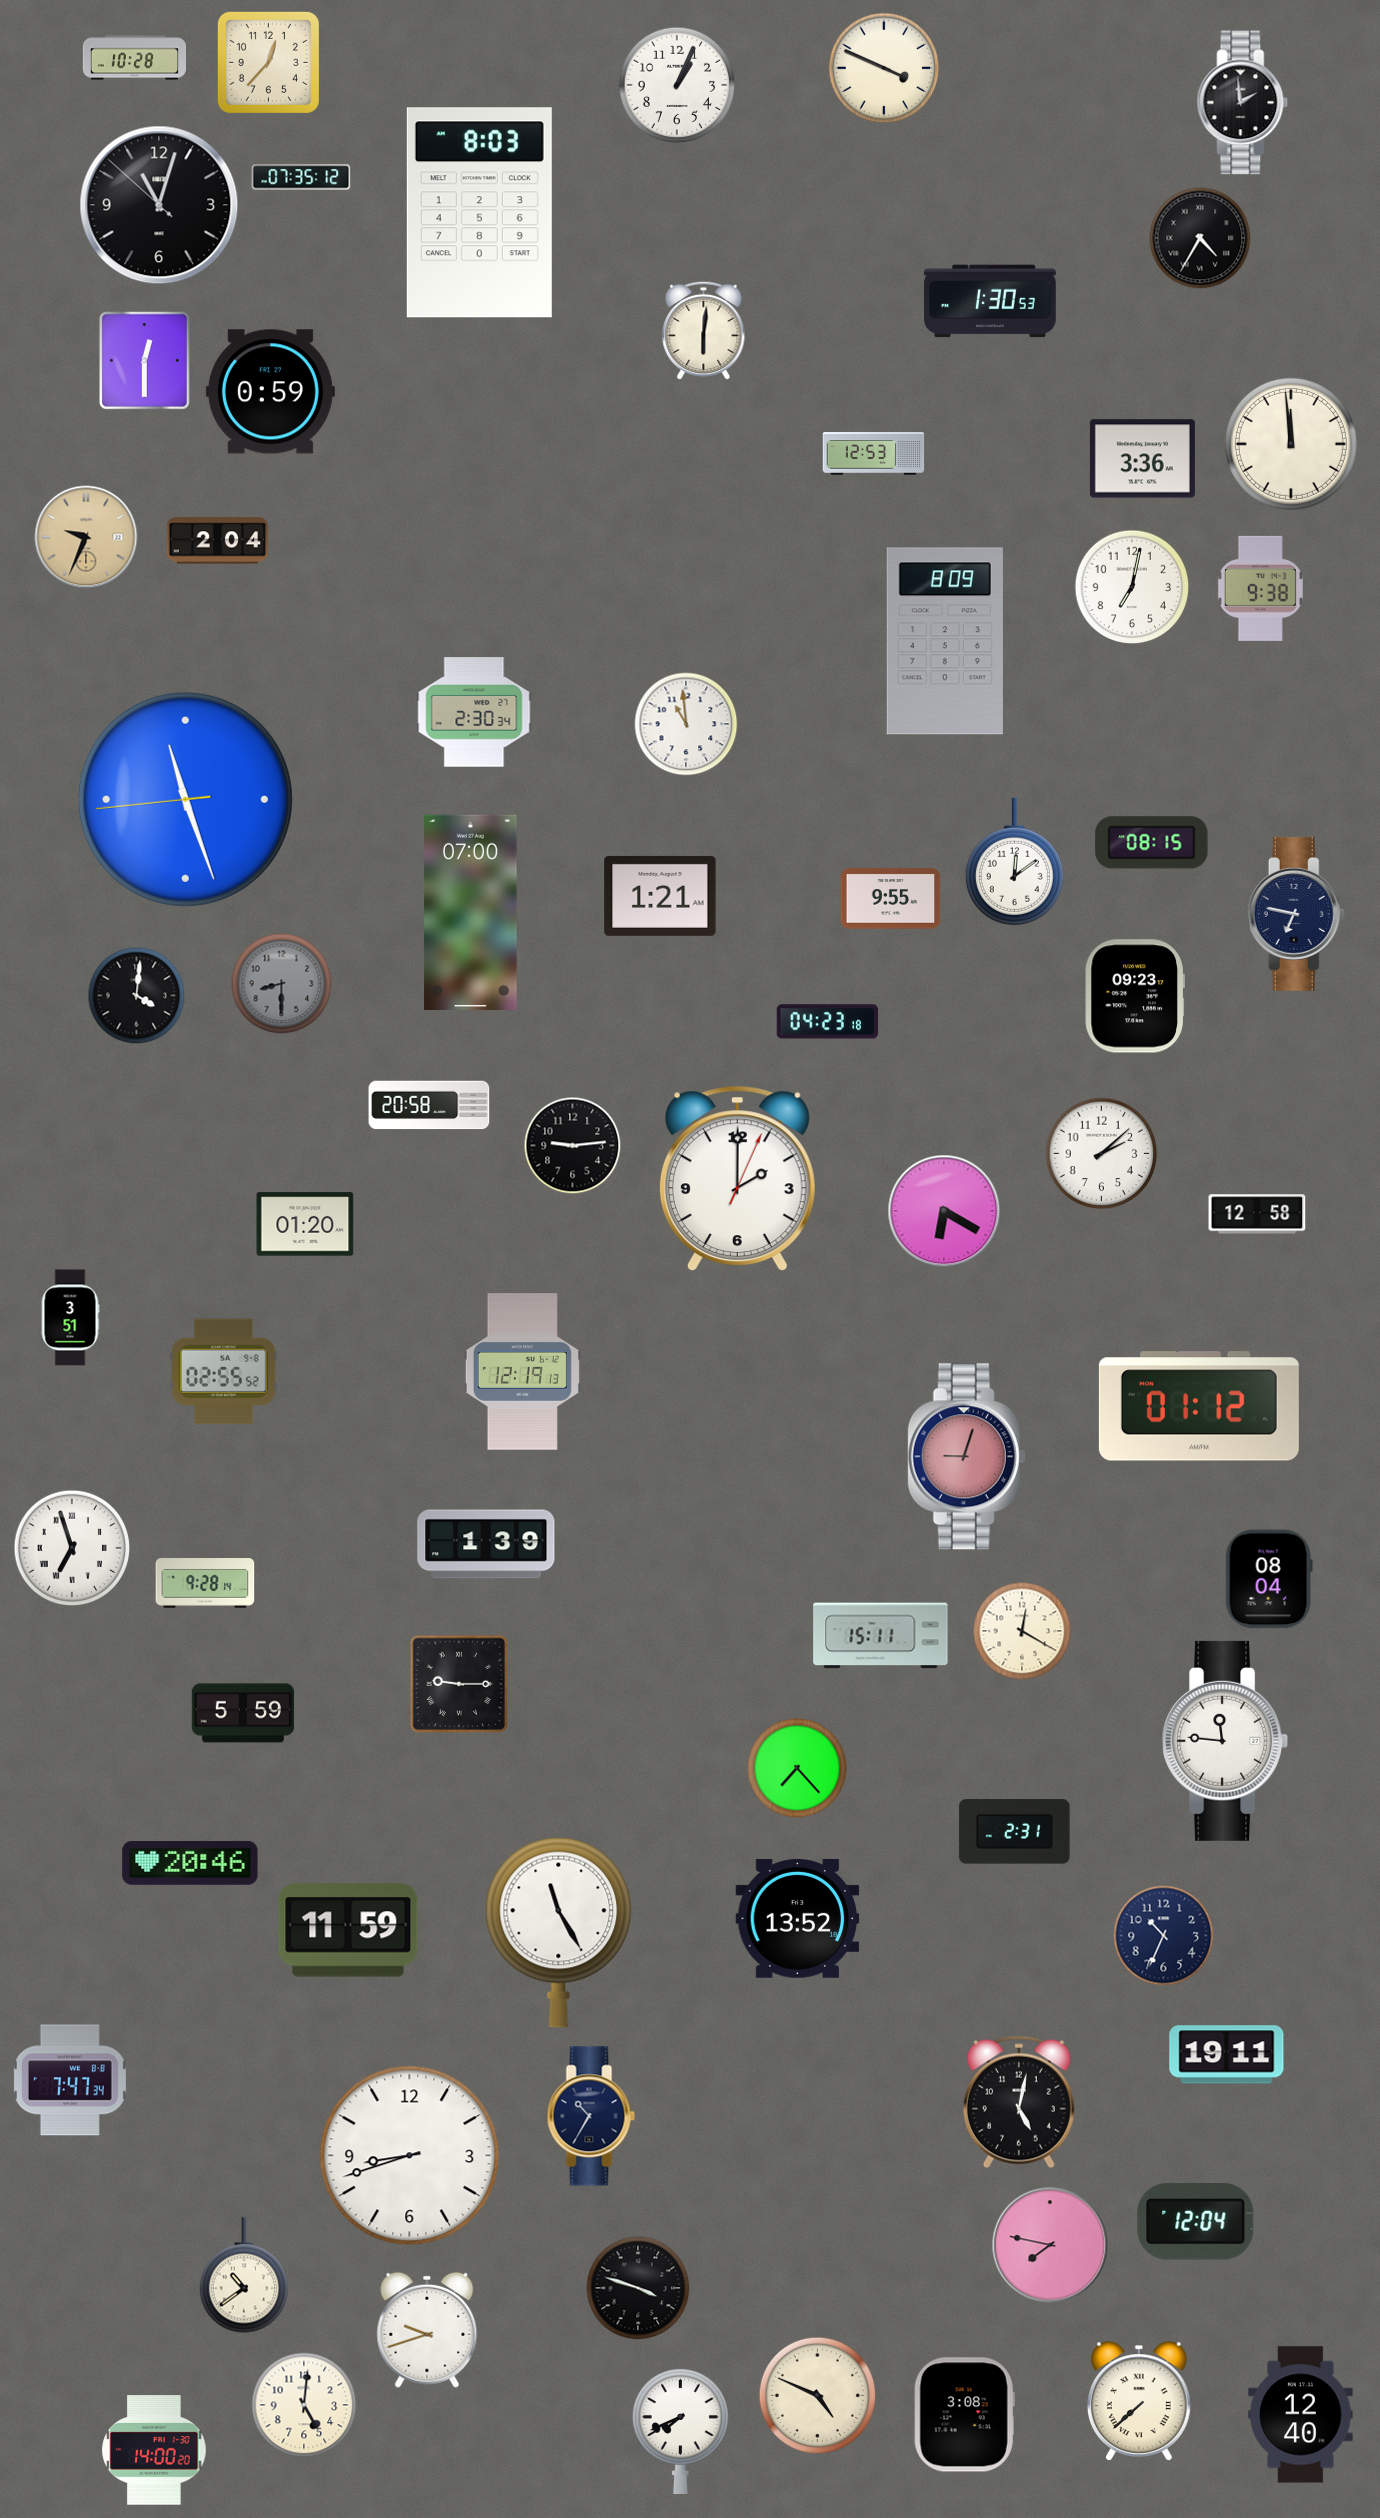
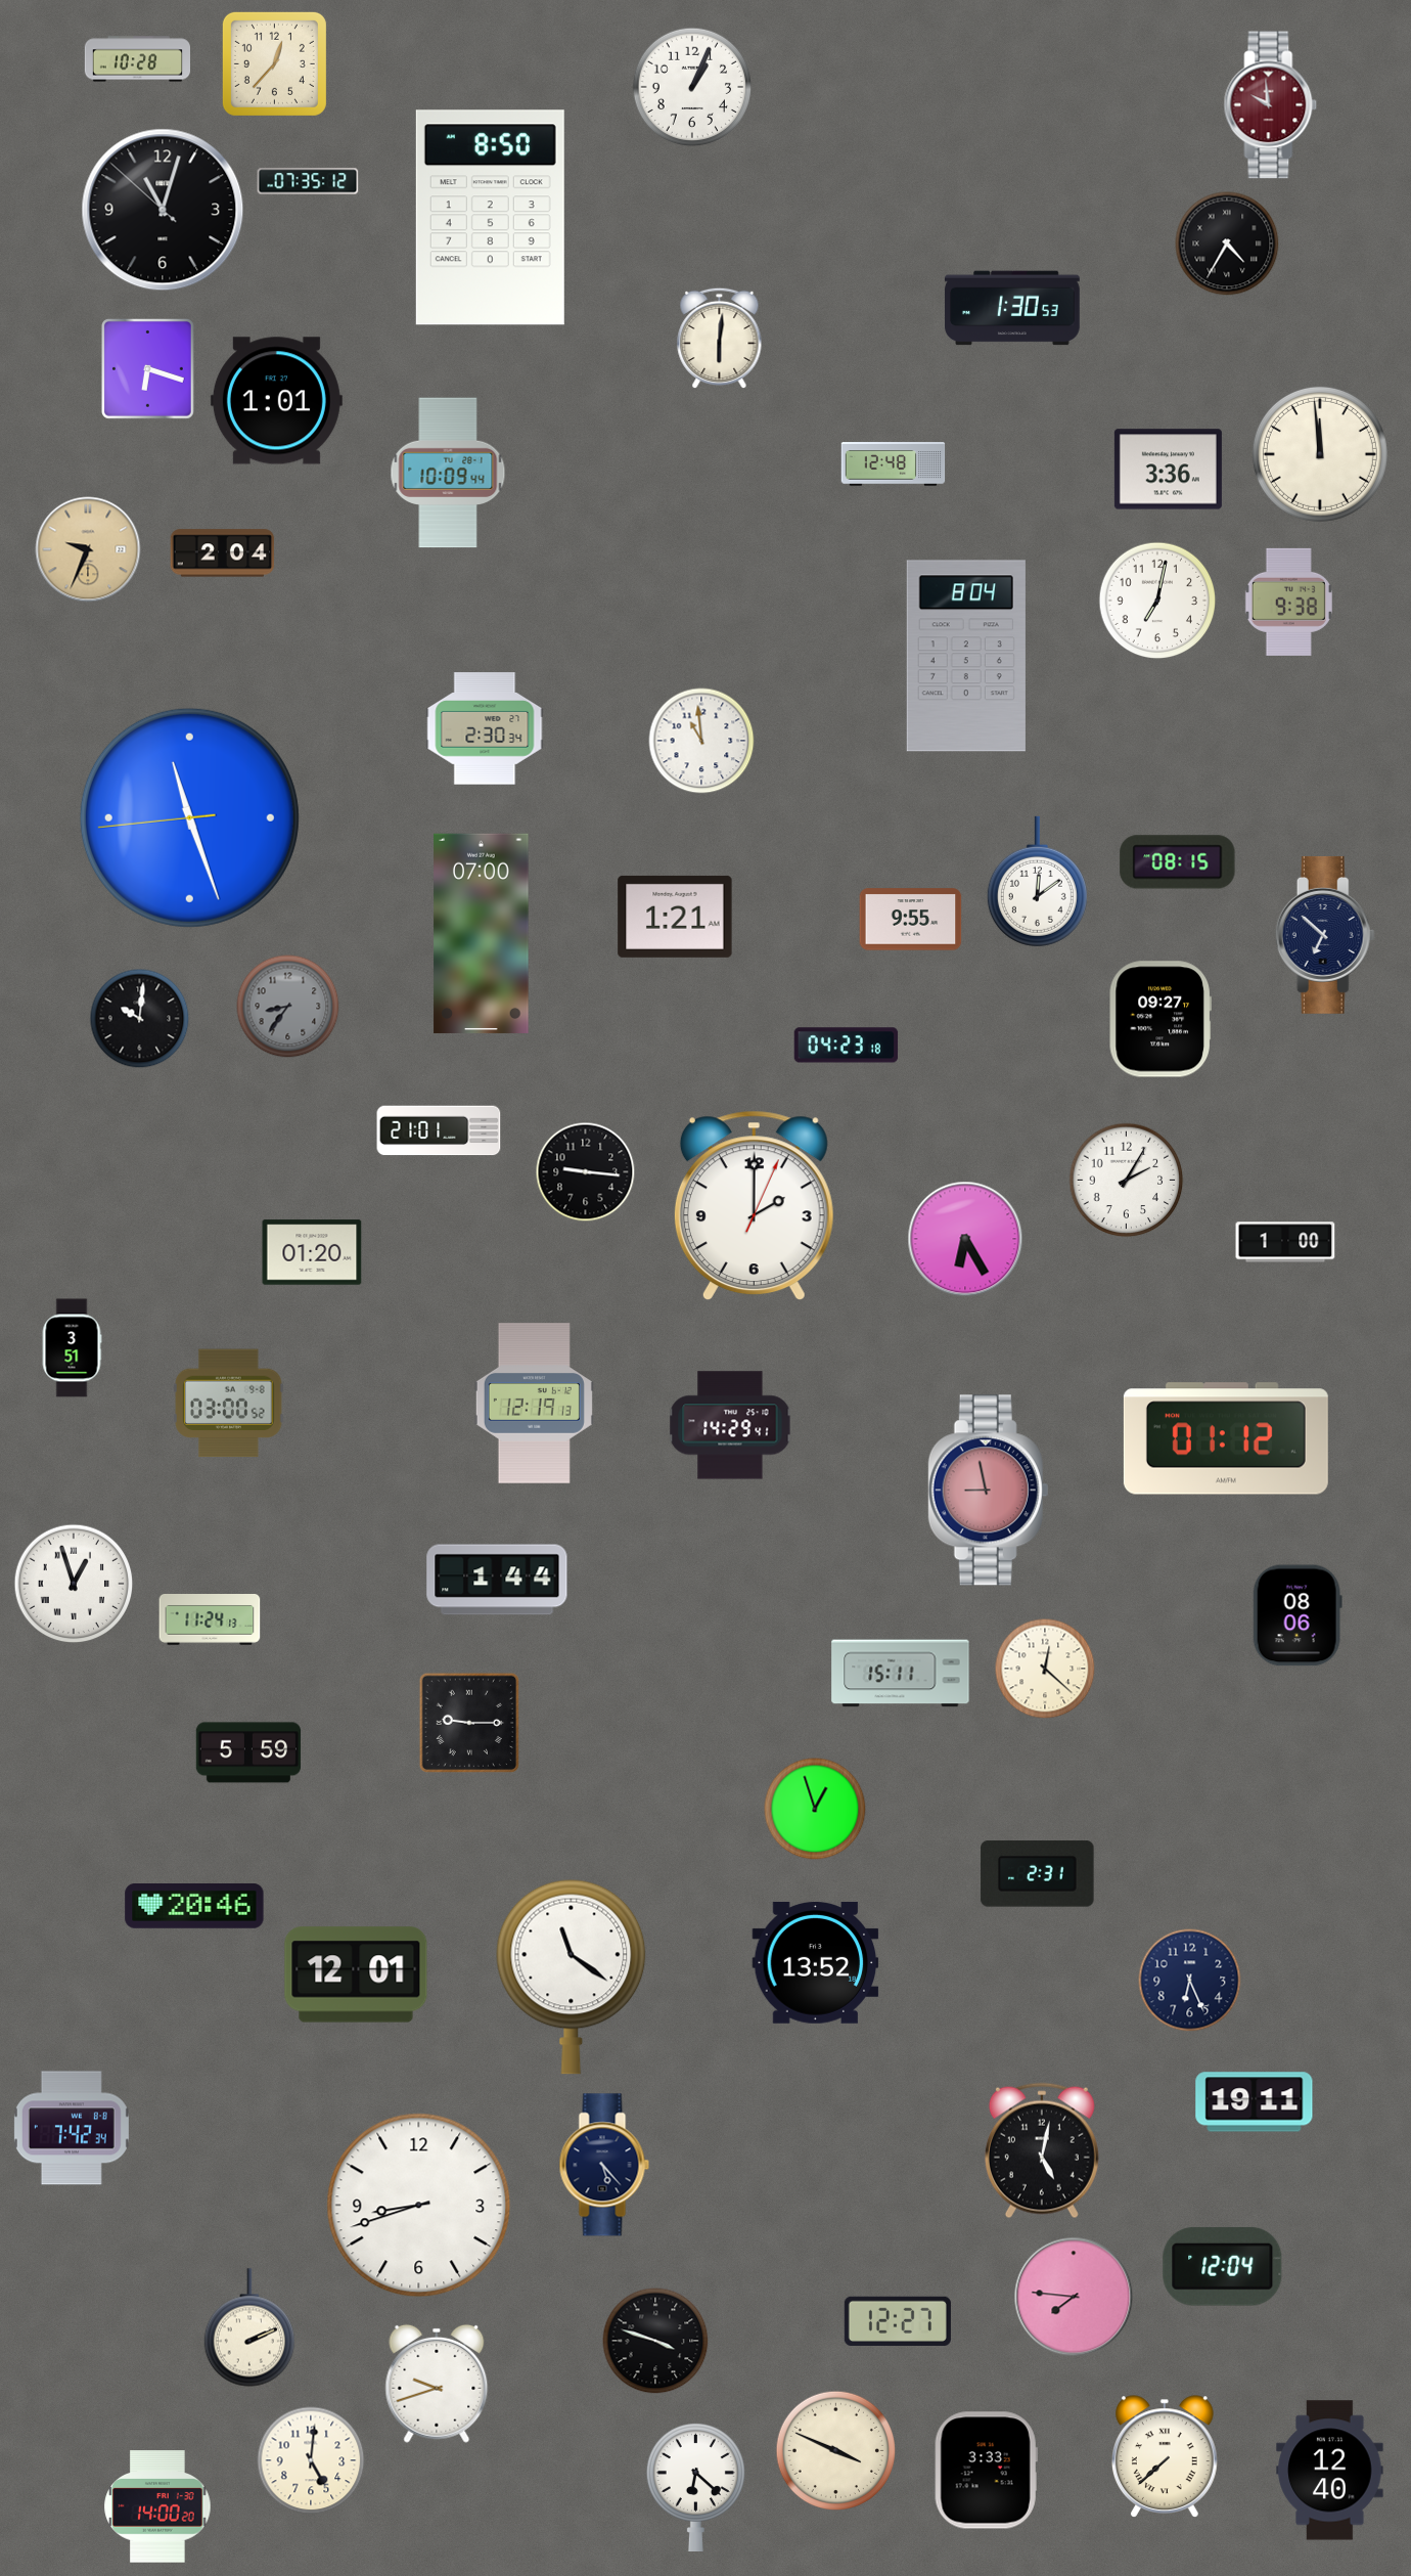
clock at (884, 68): 3:49 -> none
clock at (1243, 103): 1:59 -> 9:59
clock at (1243, 103) dial: black -> burgundy
clock at (479, 213): 8:03 -> 8:50
clock at (144, 361): 12:30 -> 6:18
clock at (270, 392): 0:59 -> 1:01
clock at (874, 454): 12:53 -> 12:48
clock at (448, 473): none -> 10:09
clock at (945, 641): 8:09 -> 8:04
clock at (1296, 914): 6:47 -> 6:52
clock at (282, 984): 8:30 -> 8:36
clock at (137, 996): 4:01 -> 10:01
clock at (1135, 996): 09:23 -> 09:27
clock at (429, 1105): 20:58 -> 21:01
clock at (573, 1146): 9:14 -> 9:16
clock at (1102, 1154): 2:08 -> 2:05
clock at (944, 1211): 6:20 -> 6:25
clock at (1257, 1214): 12:58 -> 1:00
clock at (224, 1372): 02:55 -> 03:00
clock at (730, 1425): none -> 14:29
clock at (967, 1457): 9:03 -> 8:58
clock at (486, 1544): 1:39 -> 1:44
clock at (72, 1548): 6:57 -> 12:57
clock at (1269, 1579): 08:04 -> 08:06
clock at (205, 1584): 9:28 -> 11:24
clock at (1022, 1631): 12:20 -> 12:22
clock at (1225, 1741): 11:46 -> none
clock at (797, 1768): 7:23 -> 12:57
clock at (348, 1930): 11:59 -> 12:01
clock at (559, 1932): 11:25 -> 11:21
clock at (1164, 1936): 10:34 -> 6:26
clock at (70, 2080): 7:47 -> 7:42
clock at (591, 2116): 10:35 -> 5:23
clock at (1196, 2221) position: (1196, 2221) -> (1223, 2266)
clock at (1050, 2245): 7:47 -> 7:46
clock at (898, 2321): none -> 12:27
clock at (243, 2275): 10:39 -> 2:11
clock at (638, 2288) position: (638, 2288) -> (655, 2341)
clock at (818, 2396): 4:49 -> 3:49
clock at (964, 2415): 3:08 -> 3:33
clock at (680, 2430): 7:41 -> 6:22
